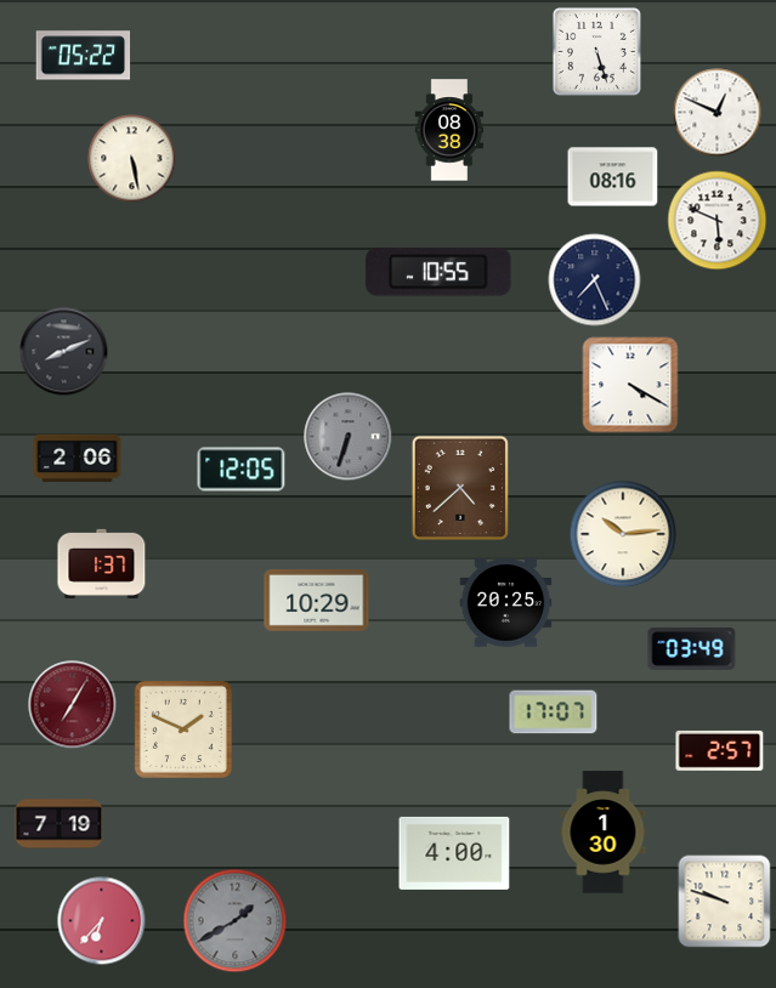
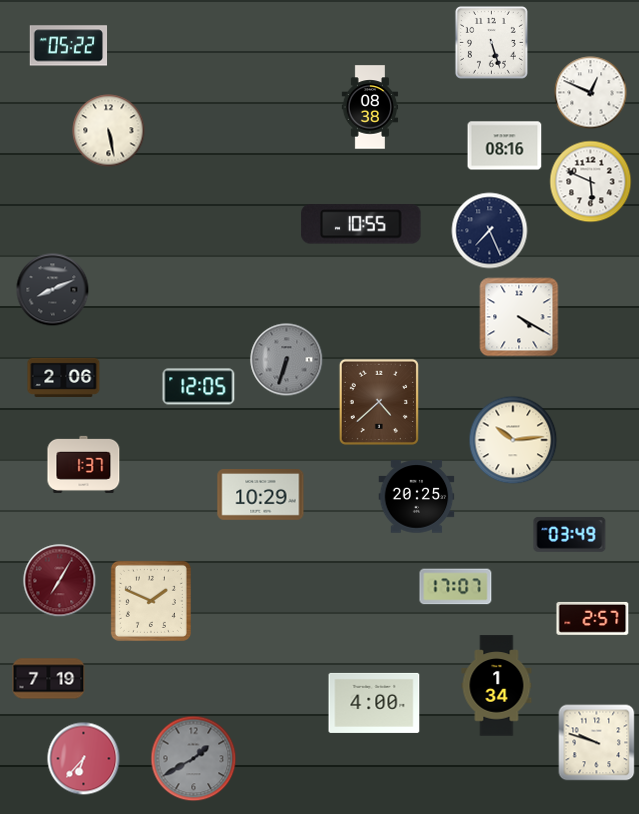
clock at (604, 833): 1:30 -> 1:34
